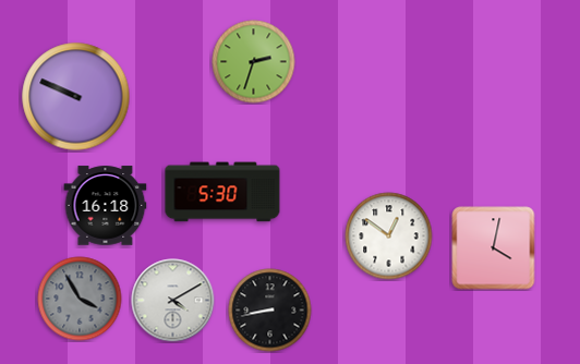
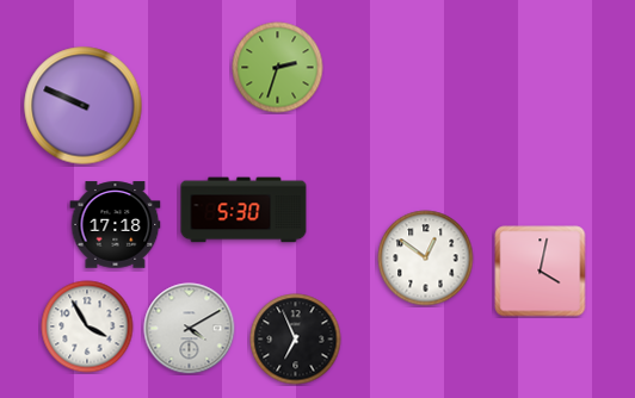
clock at (106, 206): 16:18 -> 17:18
clock at (80, 299) dial: grey -> white
clock at (270, 311): 8:43 -> 6:56
